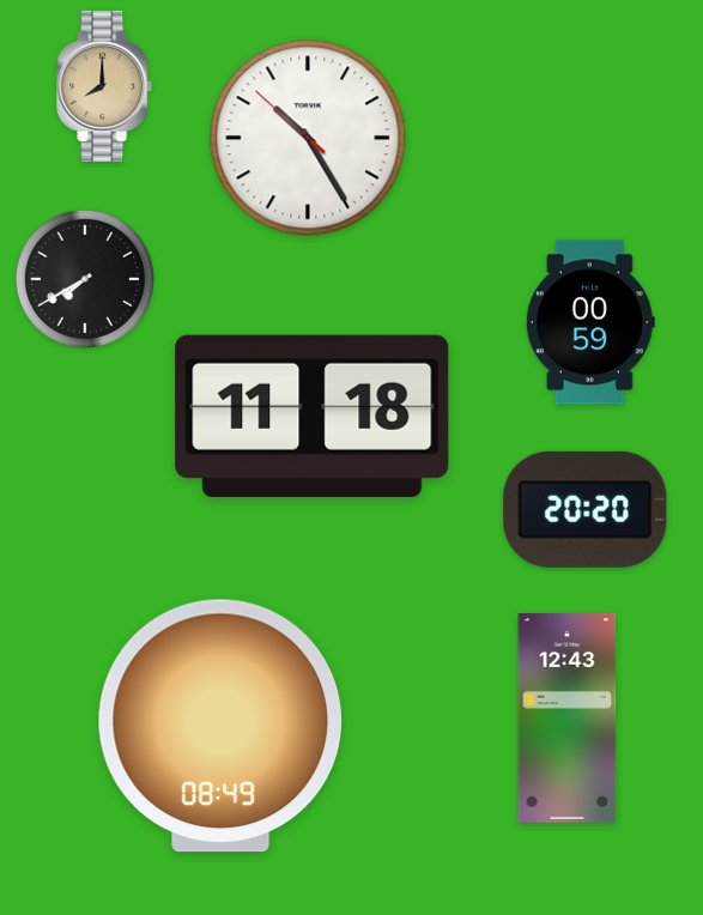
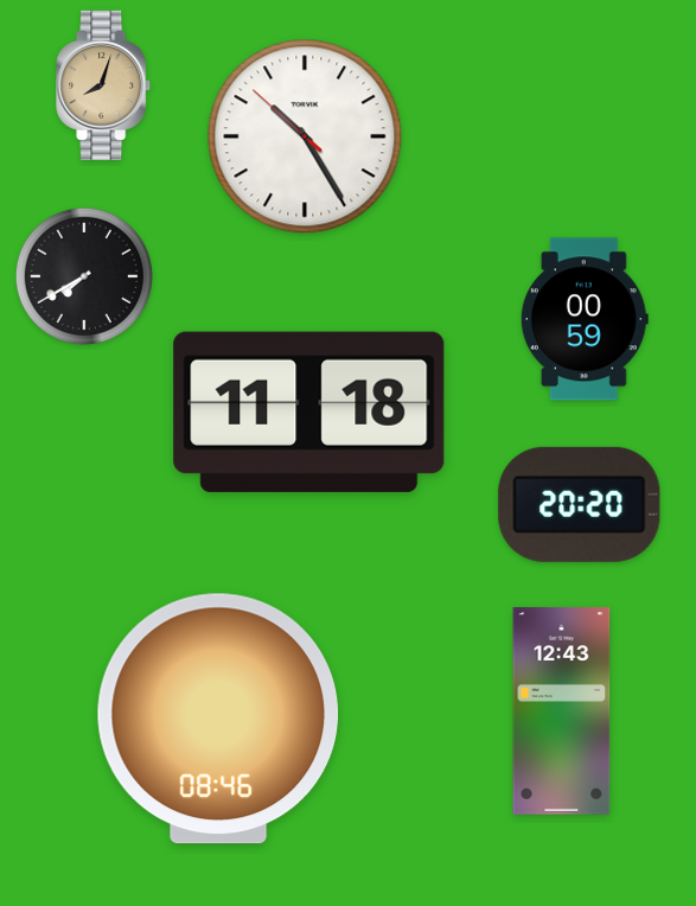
clock at (105, 86): 8:00 -> 8:03
clock at (220, 726): 08:49 -> 08:46
